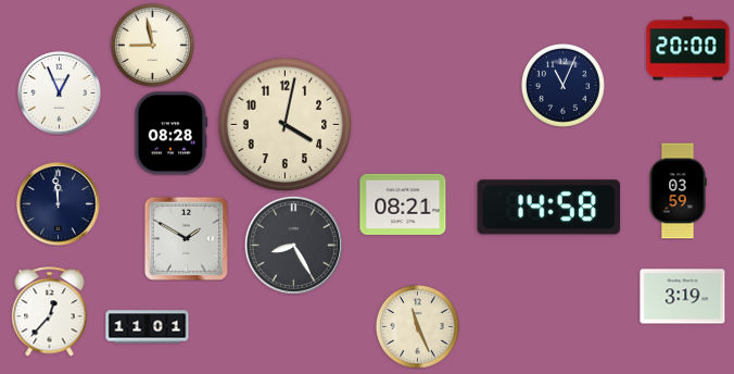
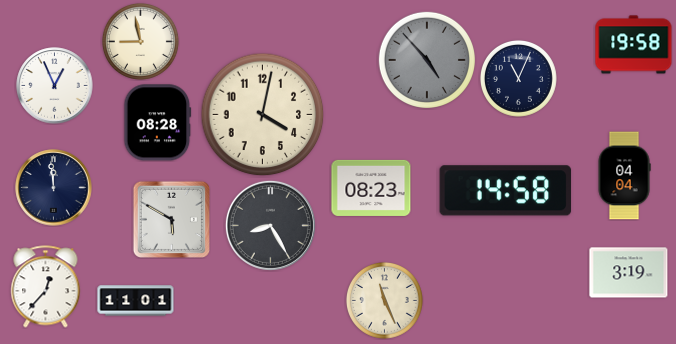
clock at (688, 49): 20:00 -> 19:58
clock at (427, 60): none -> 4:53
clock at (678, 191): 03:59 -> 04:04
clock at (403, 204): 08:21 -> 08:23
clock at (186, 238): 1:50 -> 5:50
